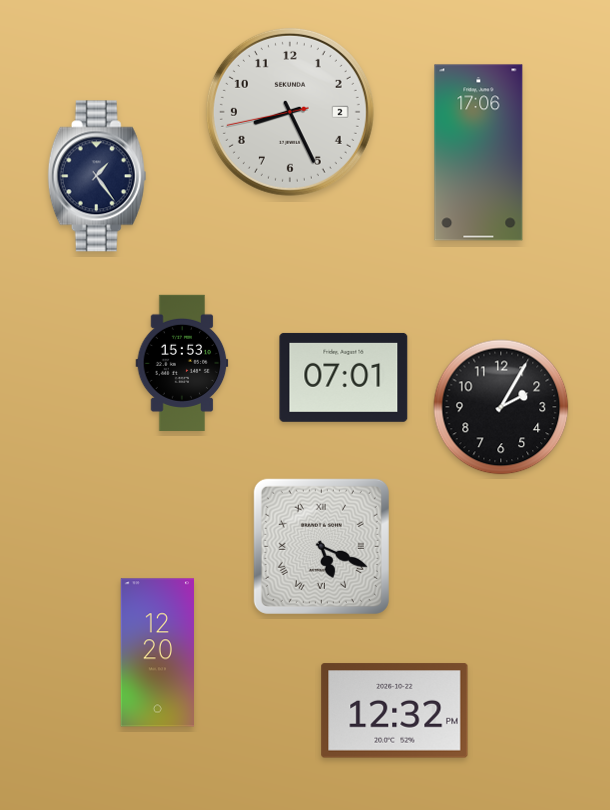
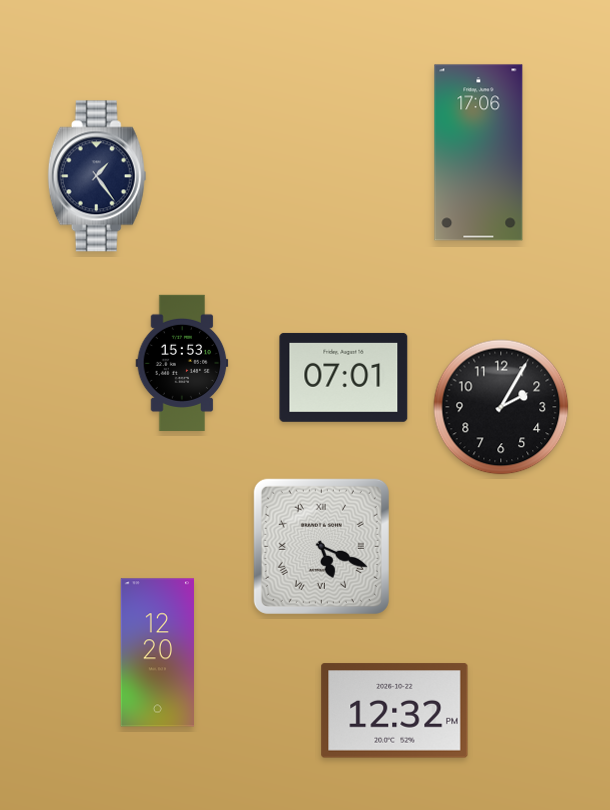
clock at (290, 112): 8:25 -> none
